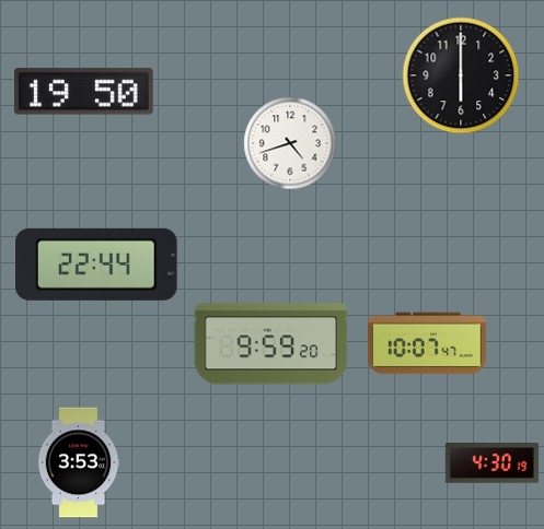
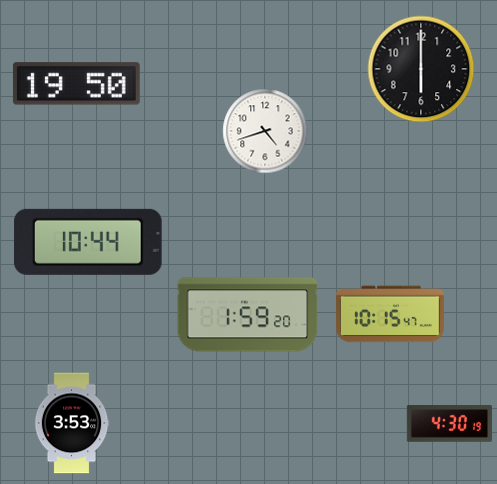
clock at (96, 264): 22:44 -> 10:44
clock at (427, 343): 10:07 -> 10:15
clock at (271, 344): 9:59 -> 1:59
